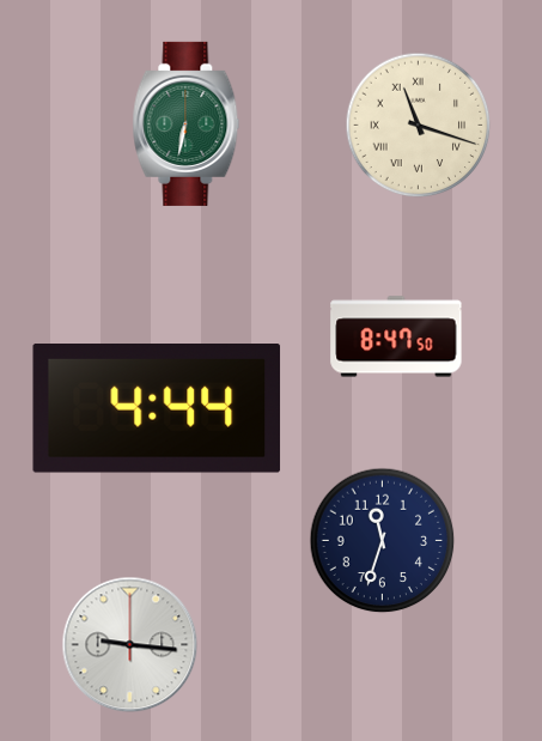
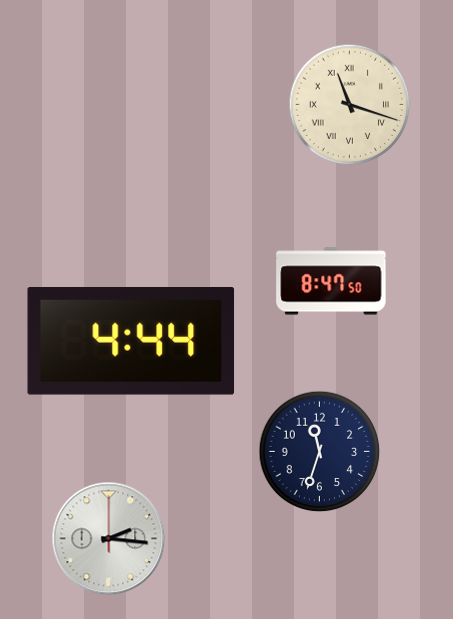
clock at (187, 123): 6:32 -> none
clock at (130, 645): 9:16 -> 2:16
